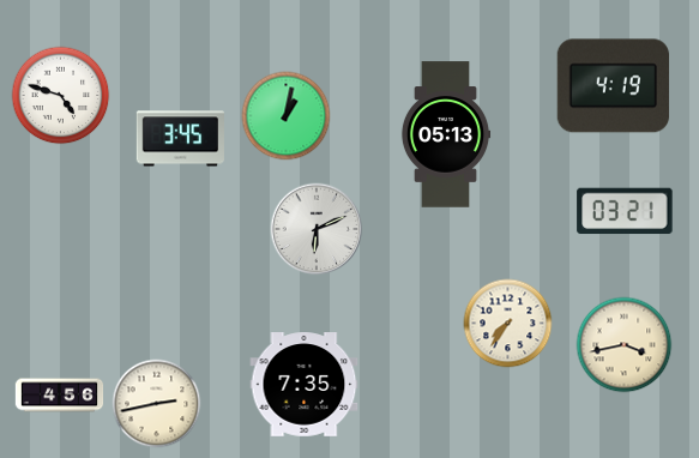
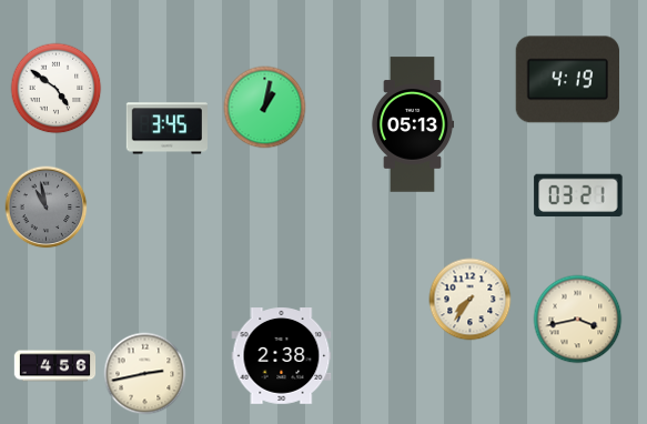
clock at (61, 96): 4:48 -> 4:51
clock at (47, 208): none -> 10:58
clock at (317, 229): 6:11 -> none
clock at (305, 385): 7:35 -> 2:38
